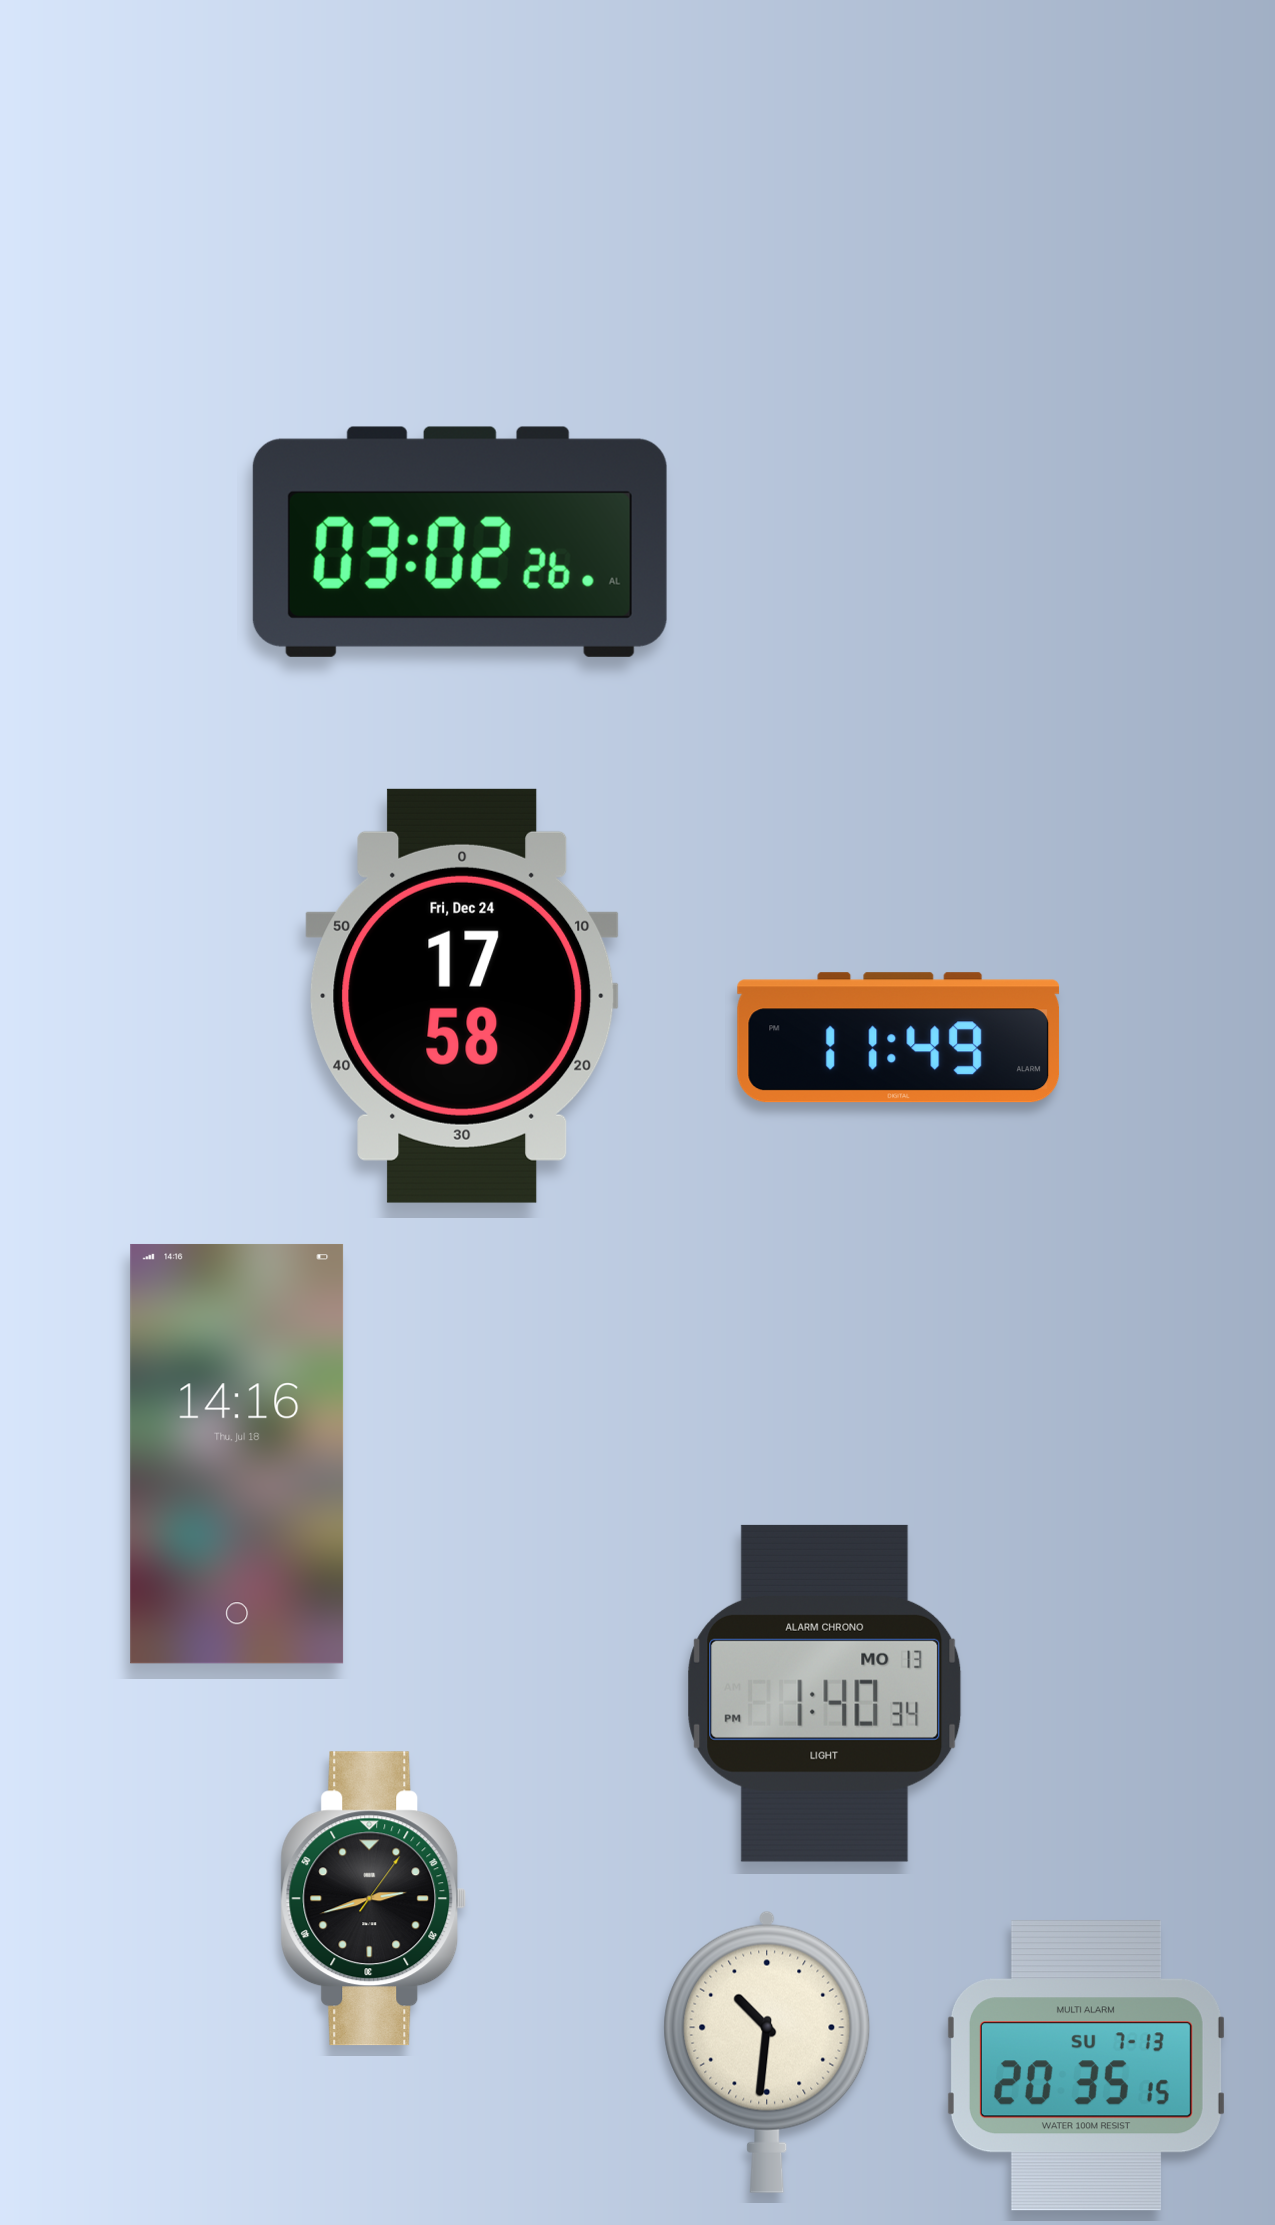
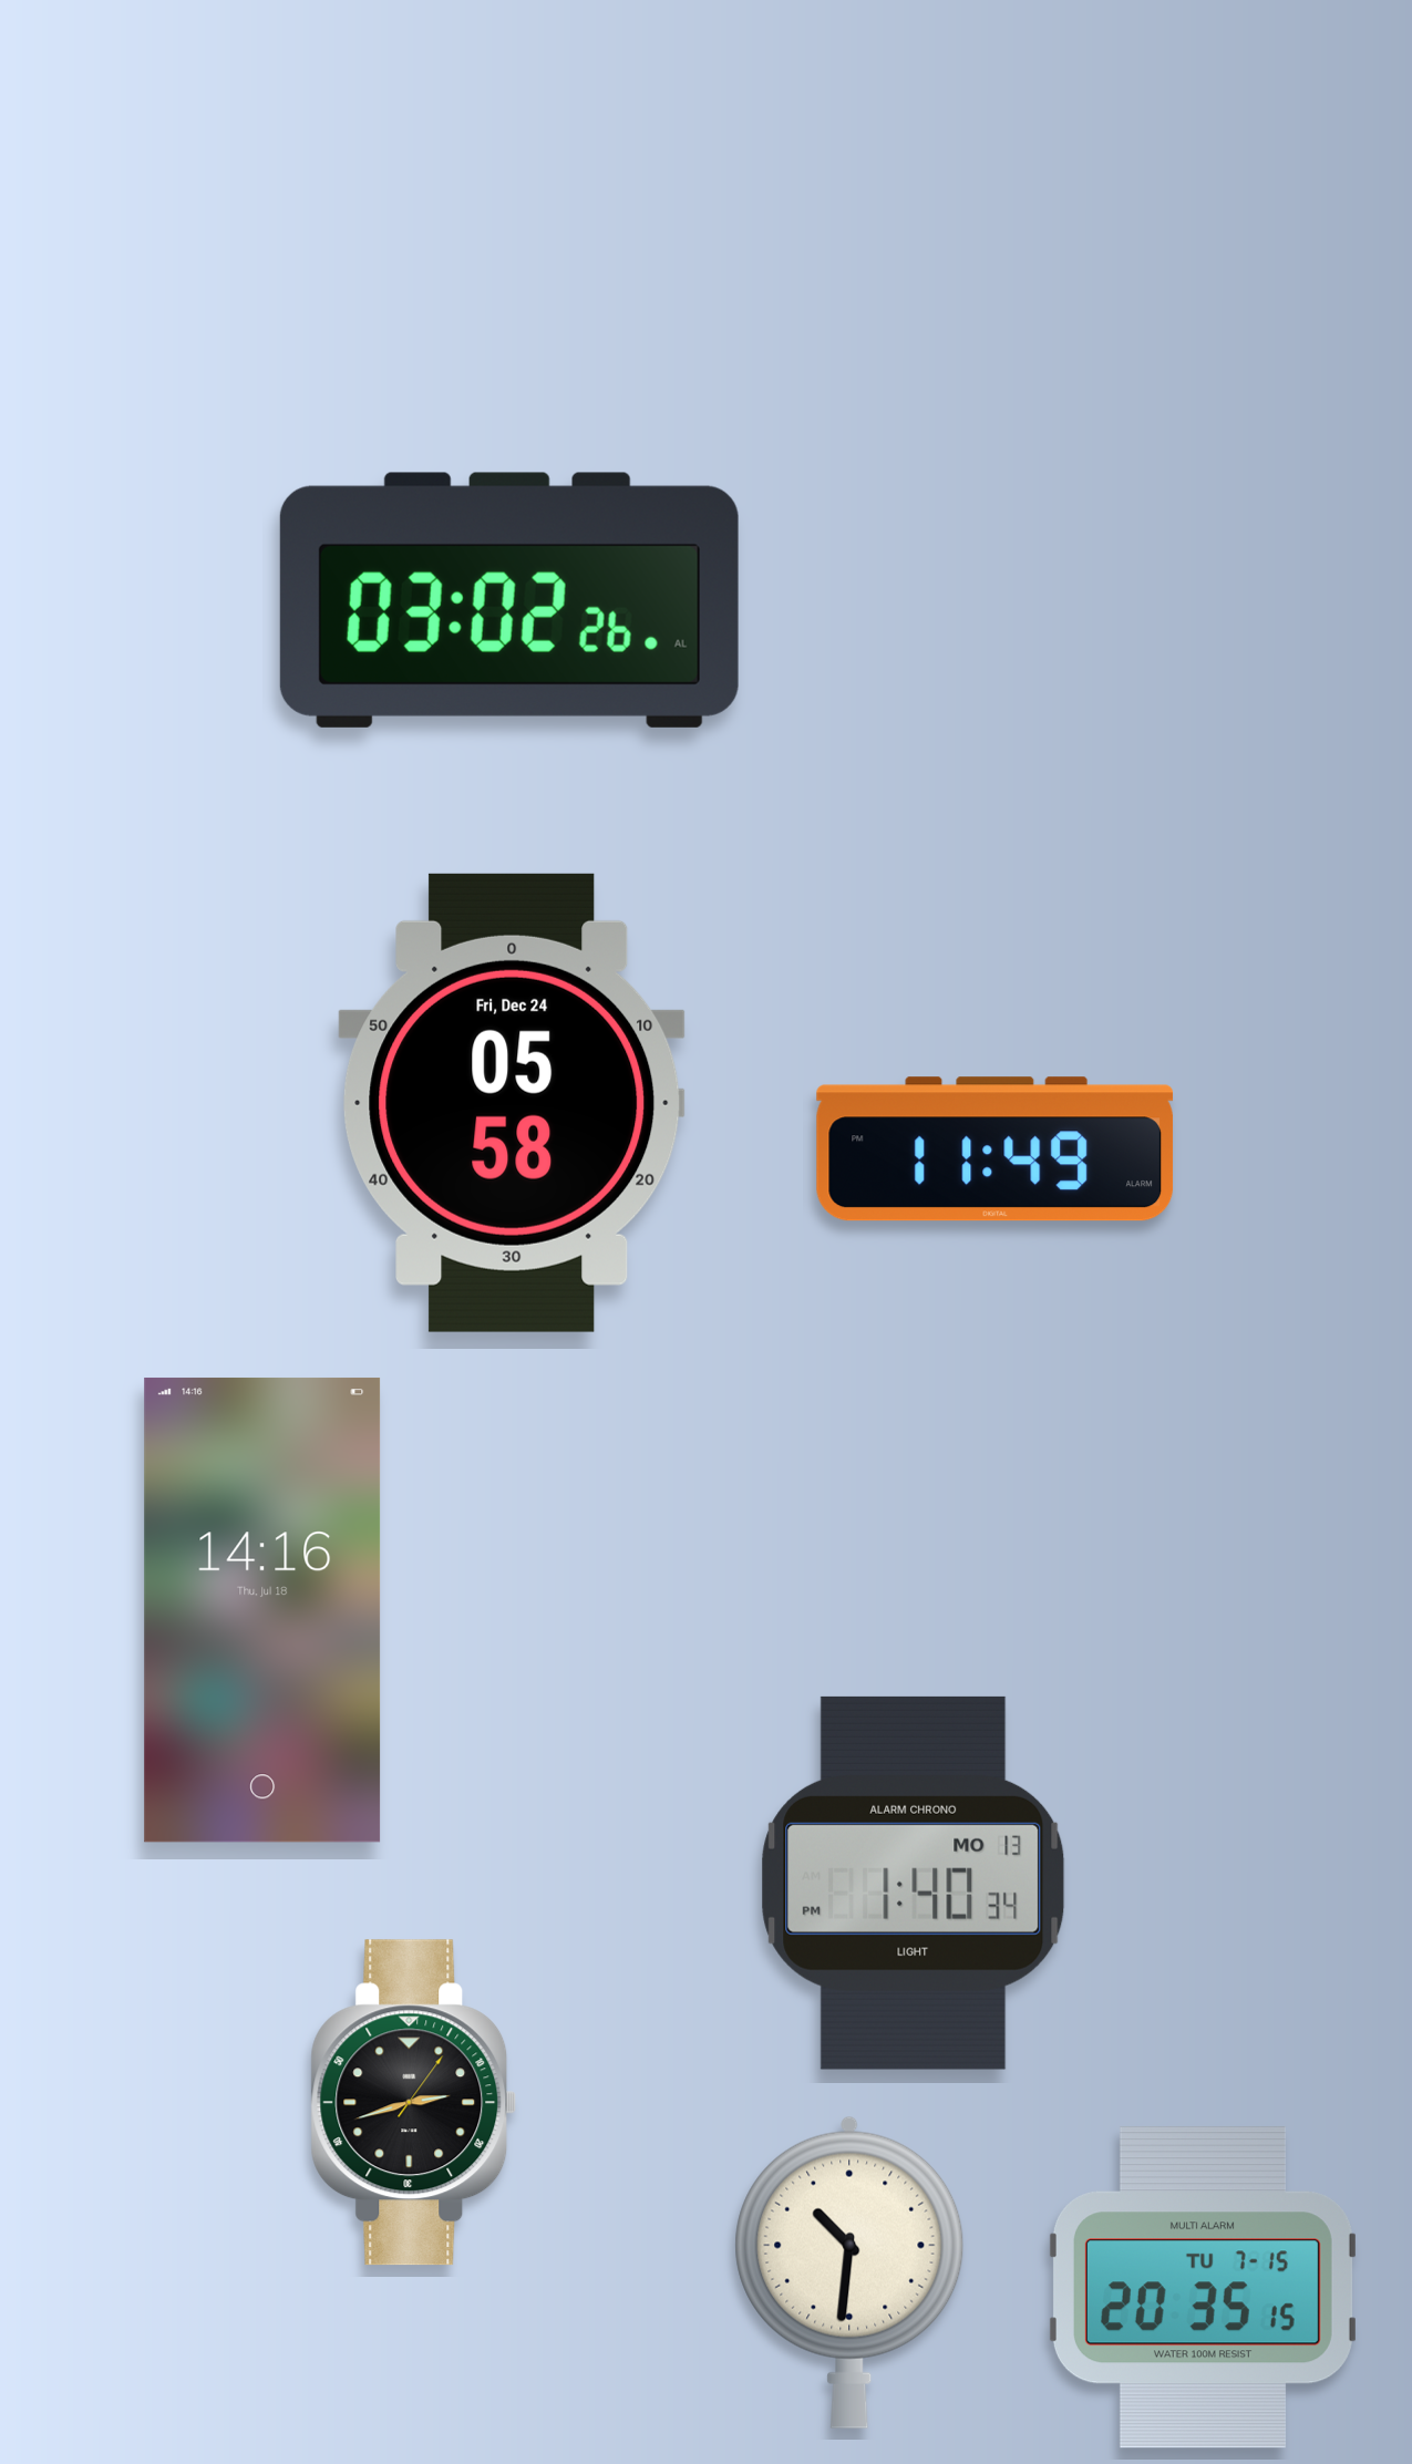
clock at (462, 996): 17:58 -> 05:58
clock at (825, 1693) position: (825, 1693) -> (914, 1883)
clock at (1086, 2066) date: SU 7-13 -> TU 7-15
